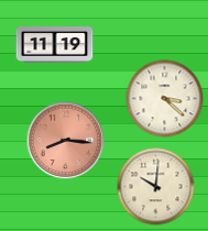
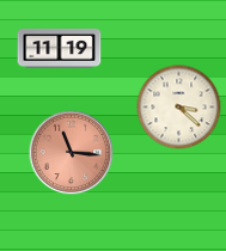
clock at (66, 141): 8:16 -> 11:16
clock at (156, 187): 10:01 -> none
